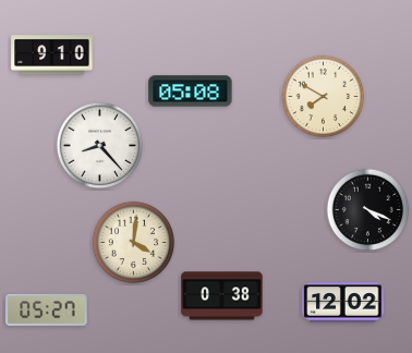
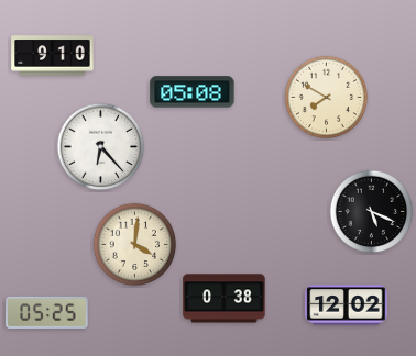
clock at (100, 146): 8:23 -> 6:23
clock at (368, 210): 4:19 -> 5:19
clock at (47, 309): 05:27 -> 05:25
